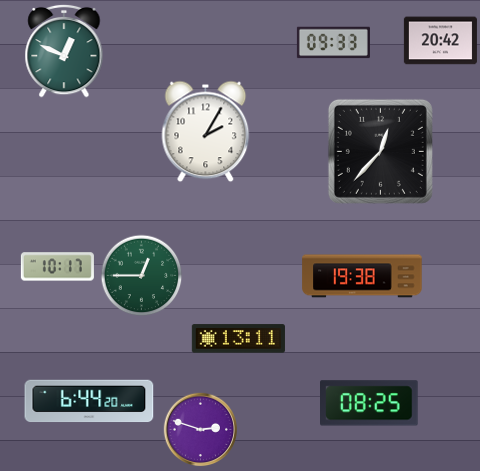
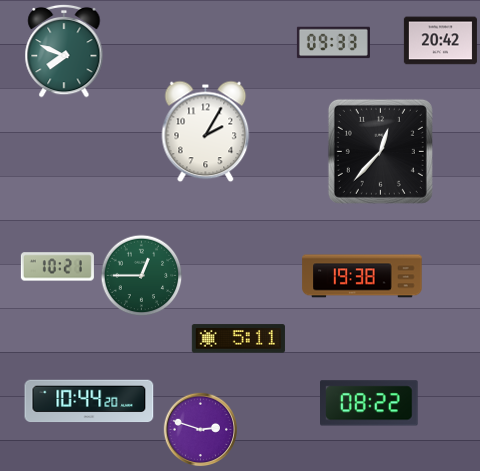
clock at (64, 51): 12:49 -> 7:49
clock at (57, 267): 10:17 -> 10:21
clock at (238, 339): 13:11 -> 5:11
clock at (89, 401): 6:44 -> 10:44
clock at (370, 403): 08:25 -> 08:22
